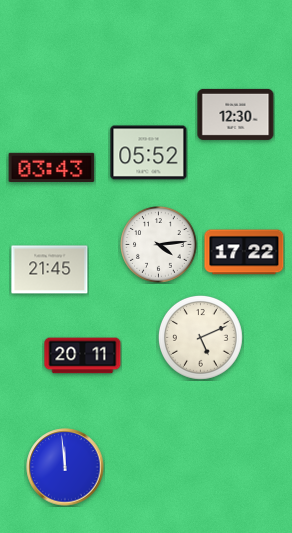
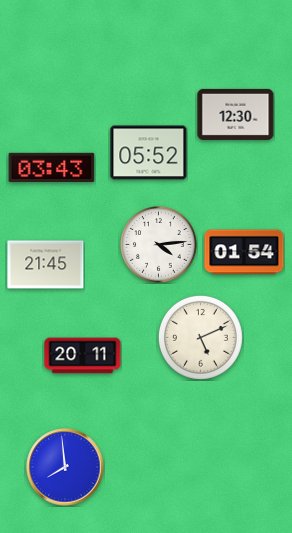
clock at (244, 252): 17:22 -> 01:54
clock at (50, 270) position: (50, 270) -> (46, 265)
clock at (65, 467): 11:59 -> 7:59
